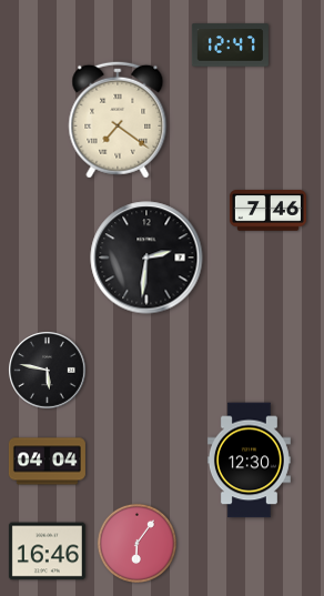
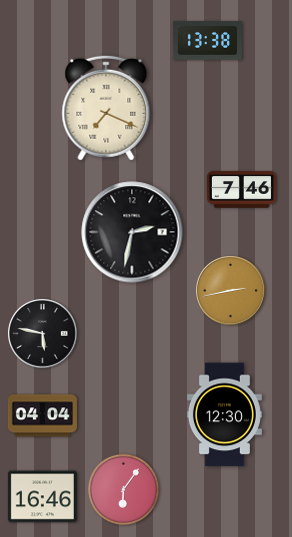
clock at (230, 46): 12:47 -> 13:38
clock at (118, 120): 7:21 -> 7:19
clock at (146, 257): 2:31 -> 2:32
clock at (231, 291): none -> 2:43
